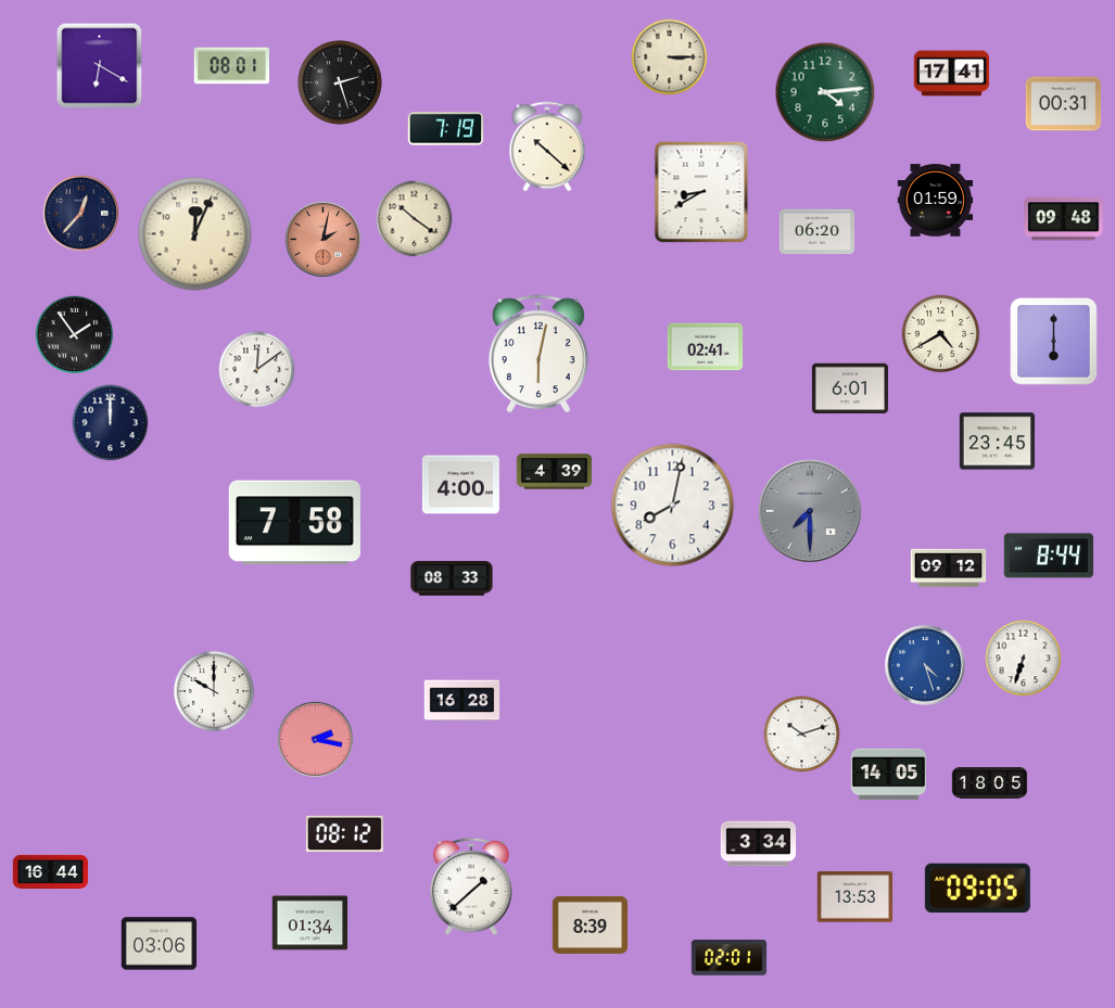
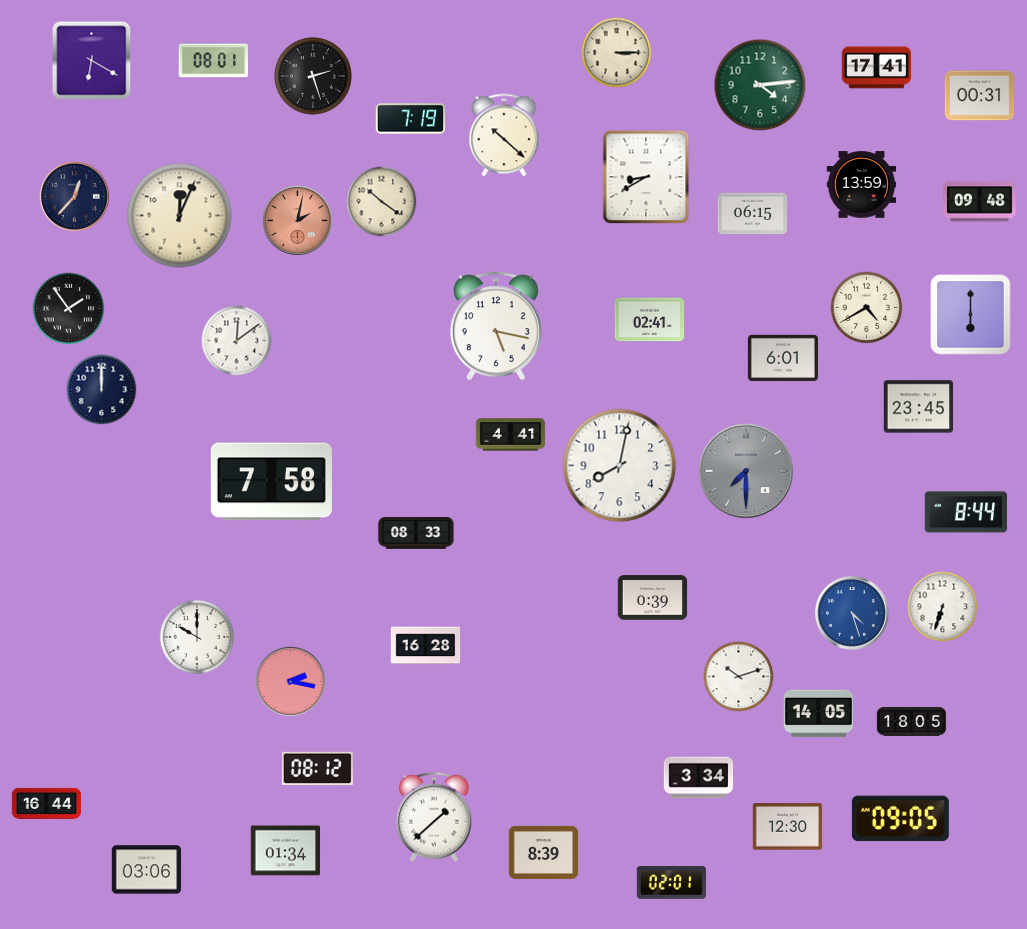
clock at (936, 201): 01:59 -> 13:59
clock at (818, 232): 06:20 -> 06:15
clock at (539, 354): 6:02 -> 5:17
clock at (555, 472): 4:39 -> 4:41
clock at (460, 485): 4:00 -> none
clock at (949, 569): 09:12 -> none
clock at (653, 598): none -> 0:39
clock at (856, 897): 13:53 -> 12:30
